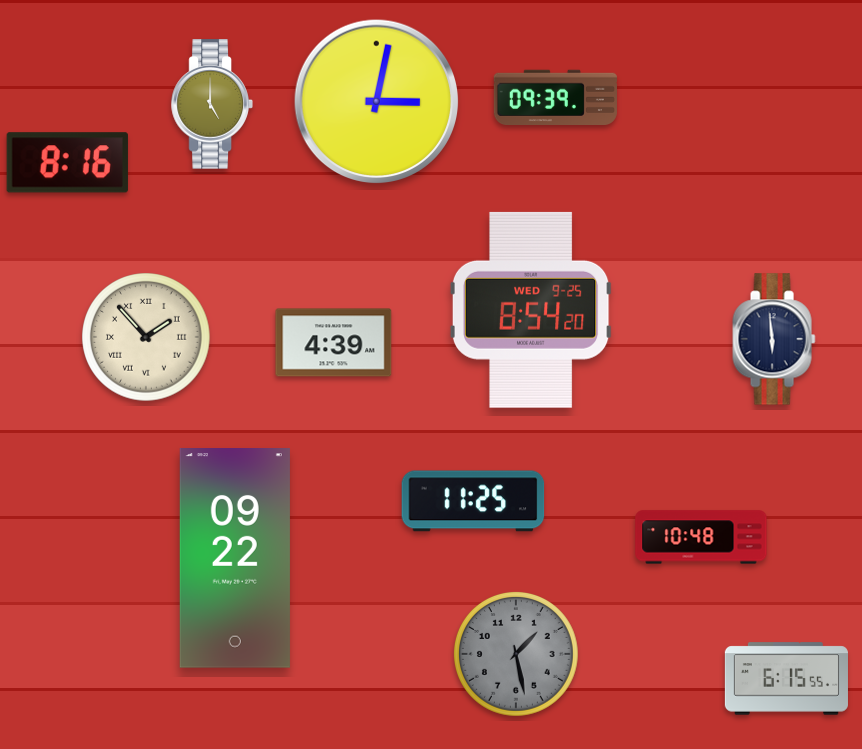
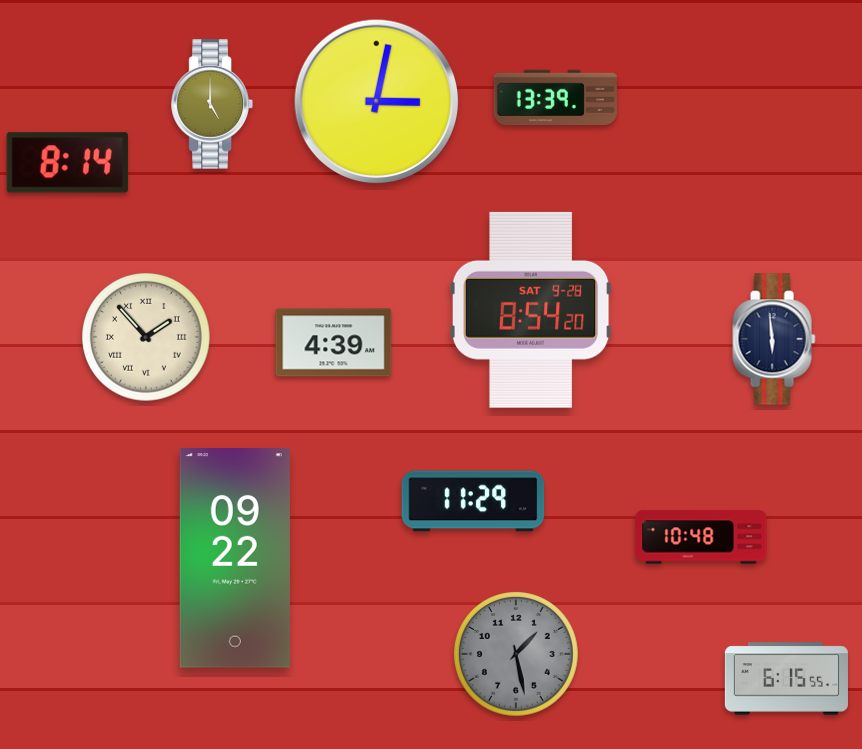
clock at (555, 97): 09:39 -> 13:39
clock at (67, 163): 8:16 -> 8:14
clock at (531, 310) date: WED 9-25 -> SAT 9-28
clock at (473, 501): 11:25 -> 11:29
